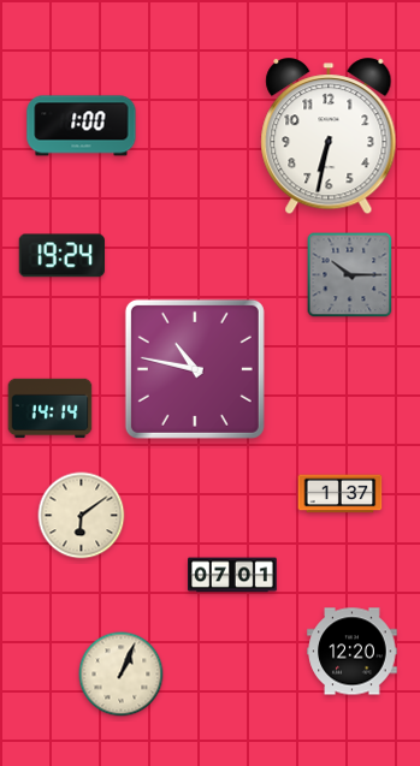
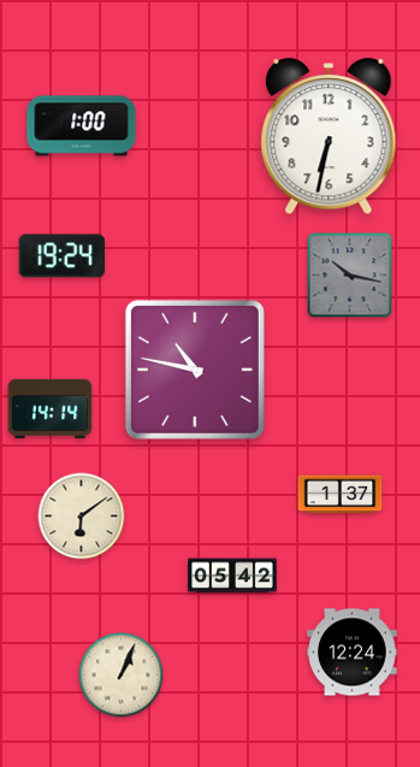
clock at (350, 275): 10:15 -> 10:17
clock at (233, 575): 07:01 -> 05:42
clock at (353, 652): 12:20 -> 12:24
